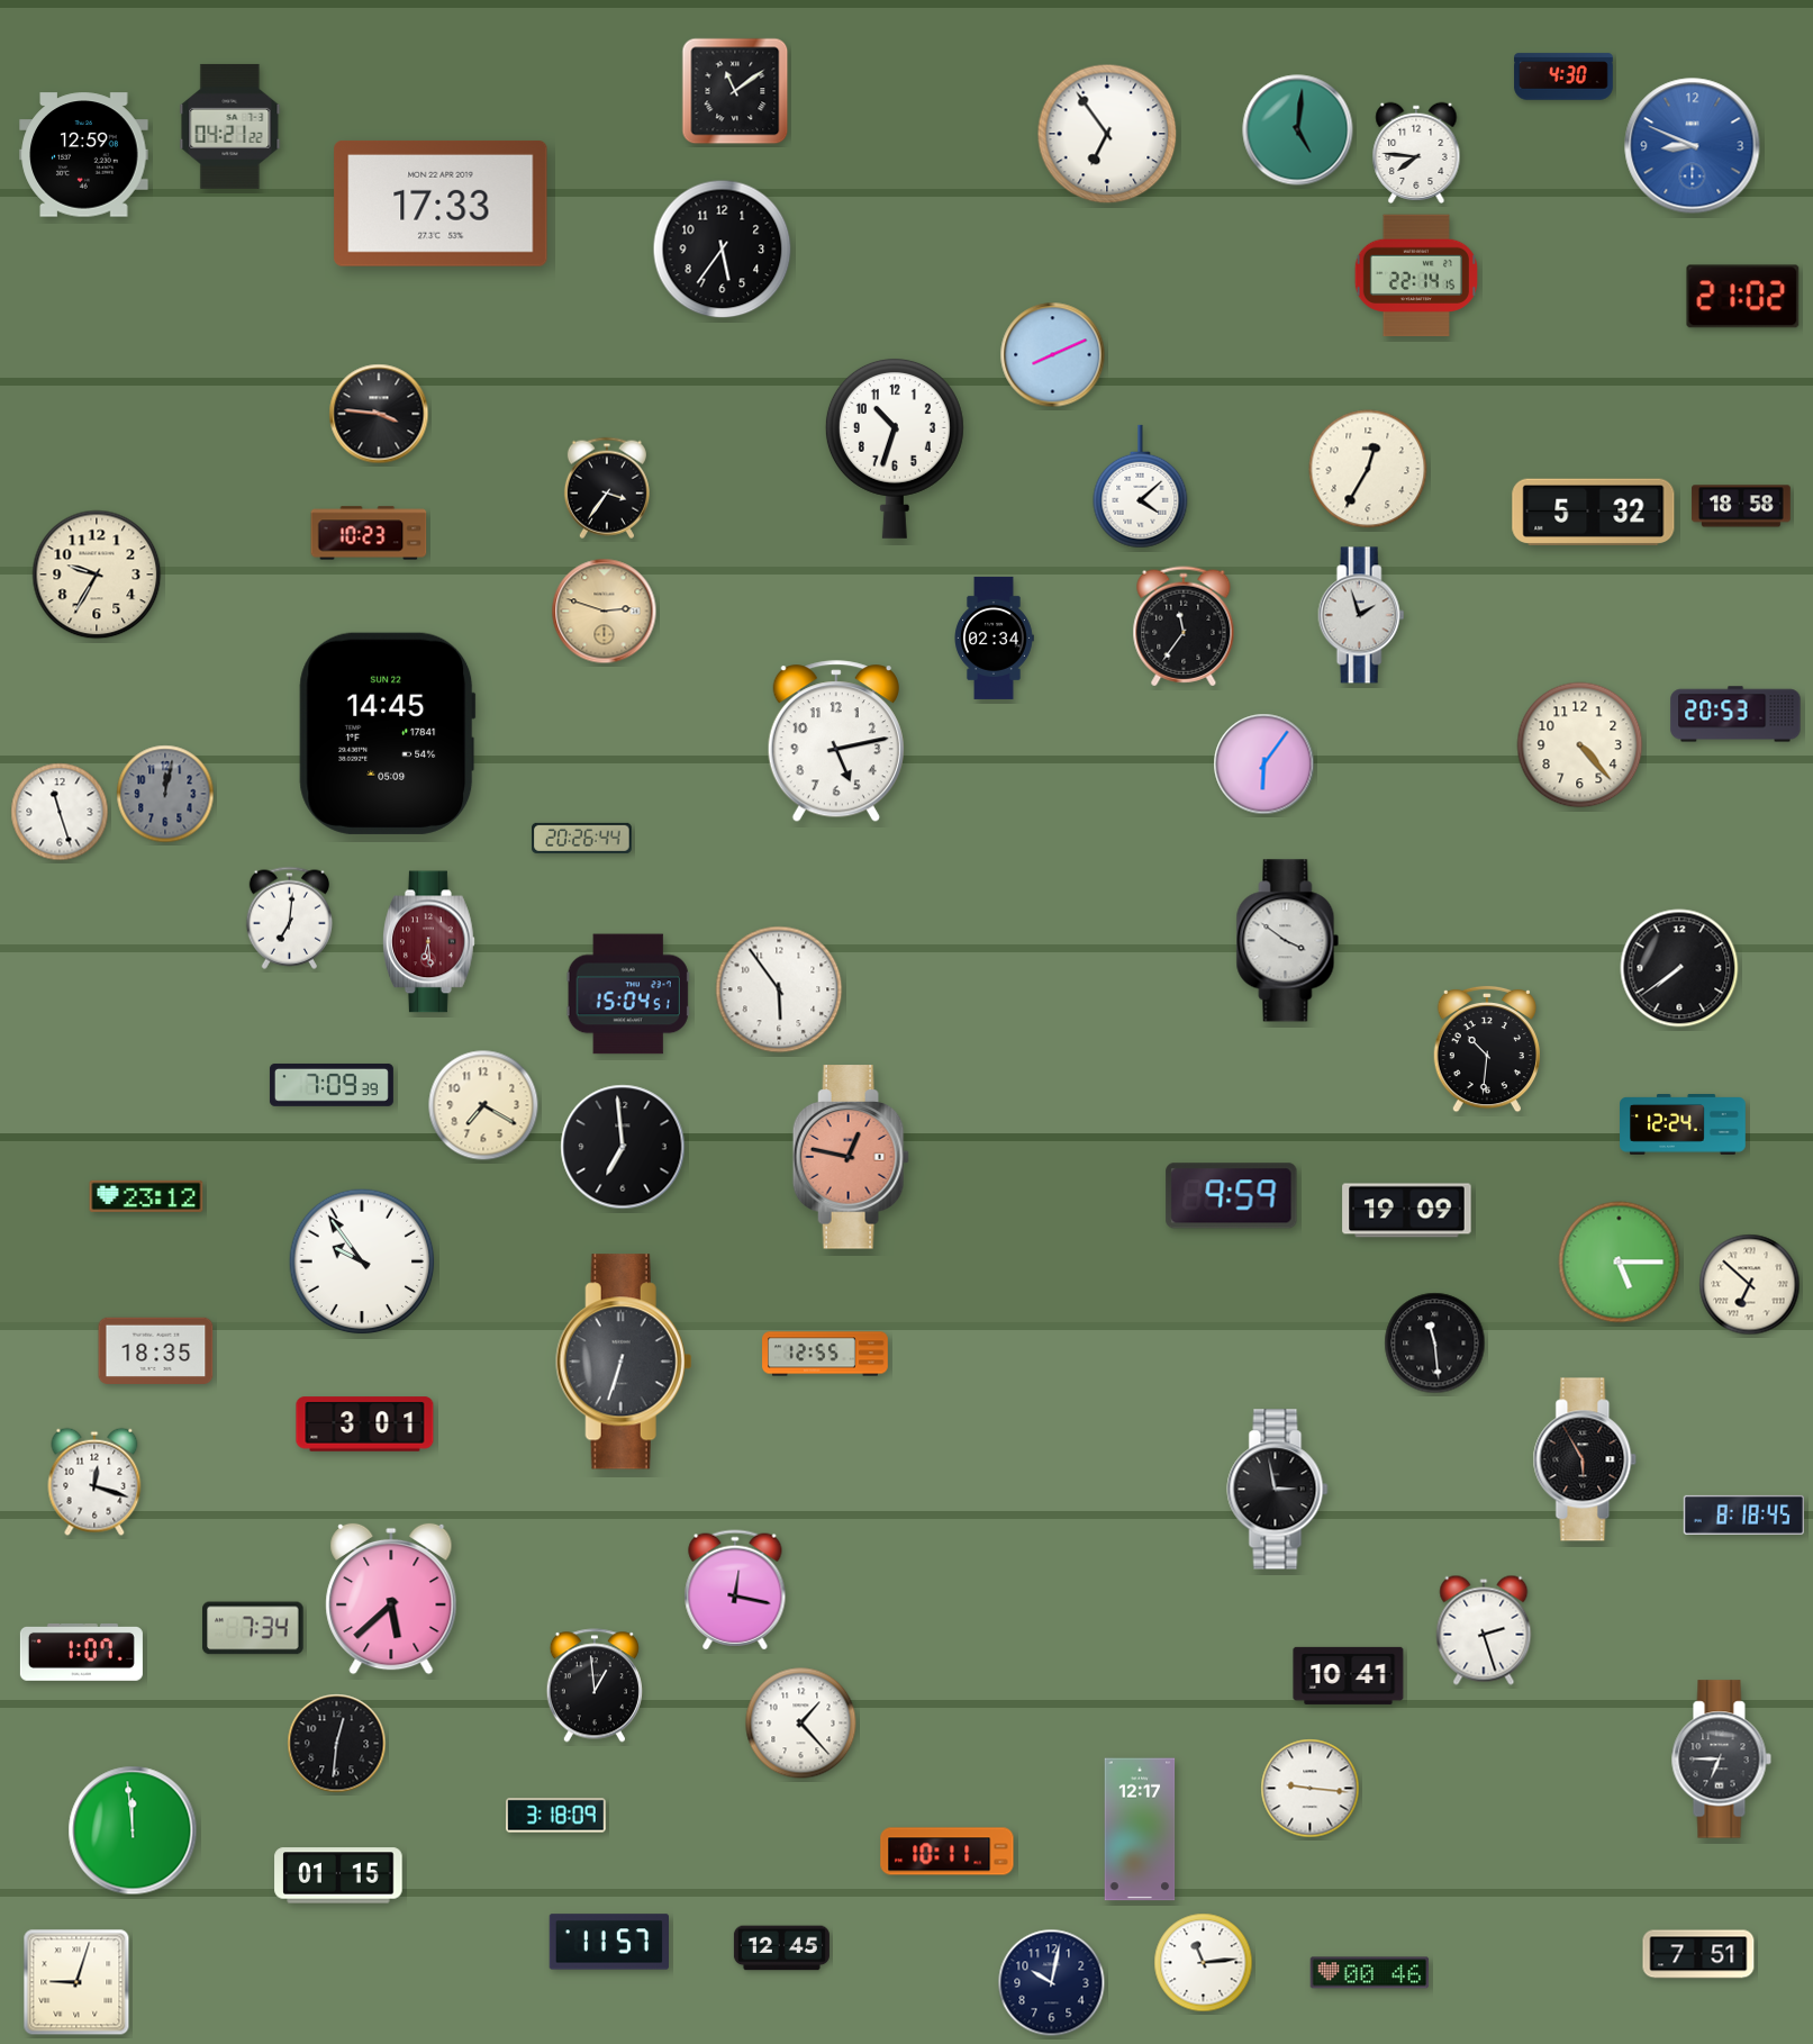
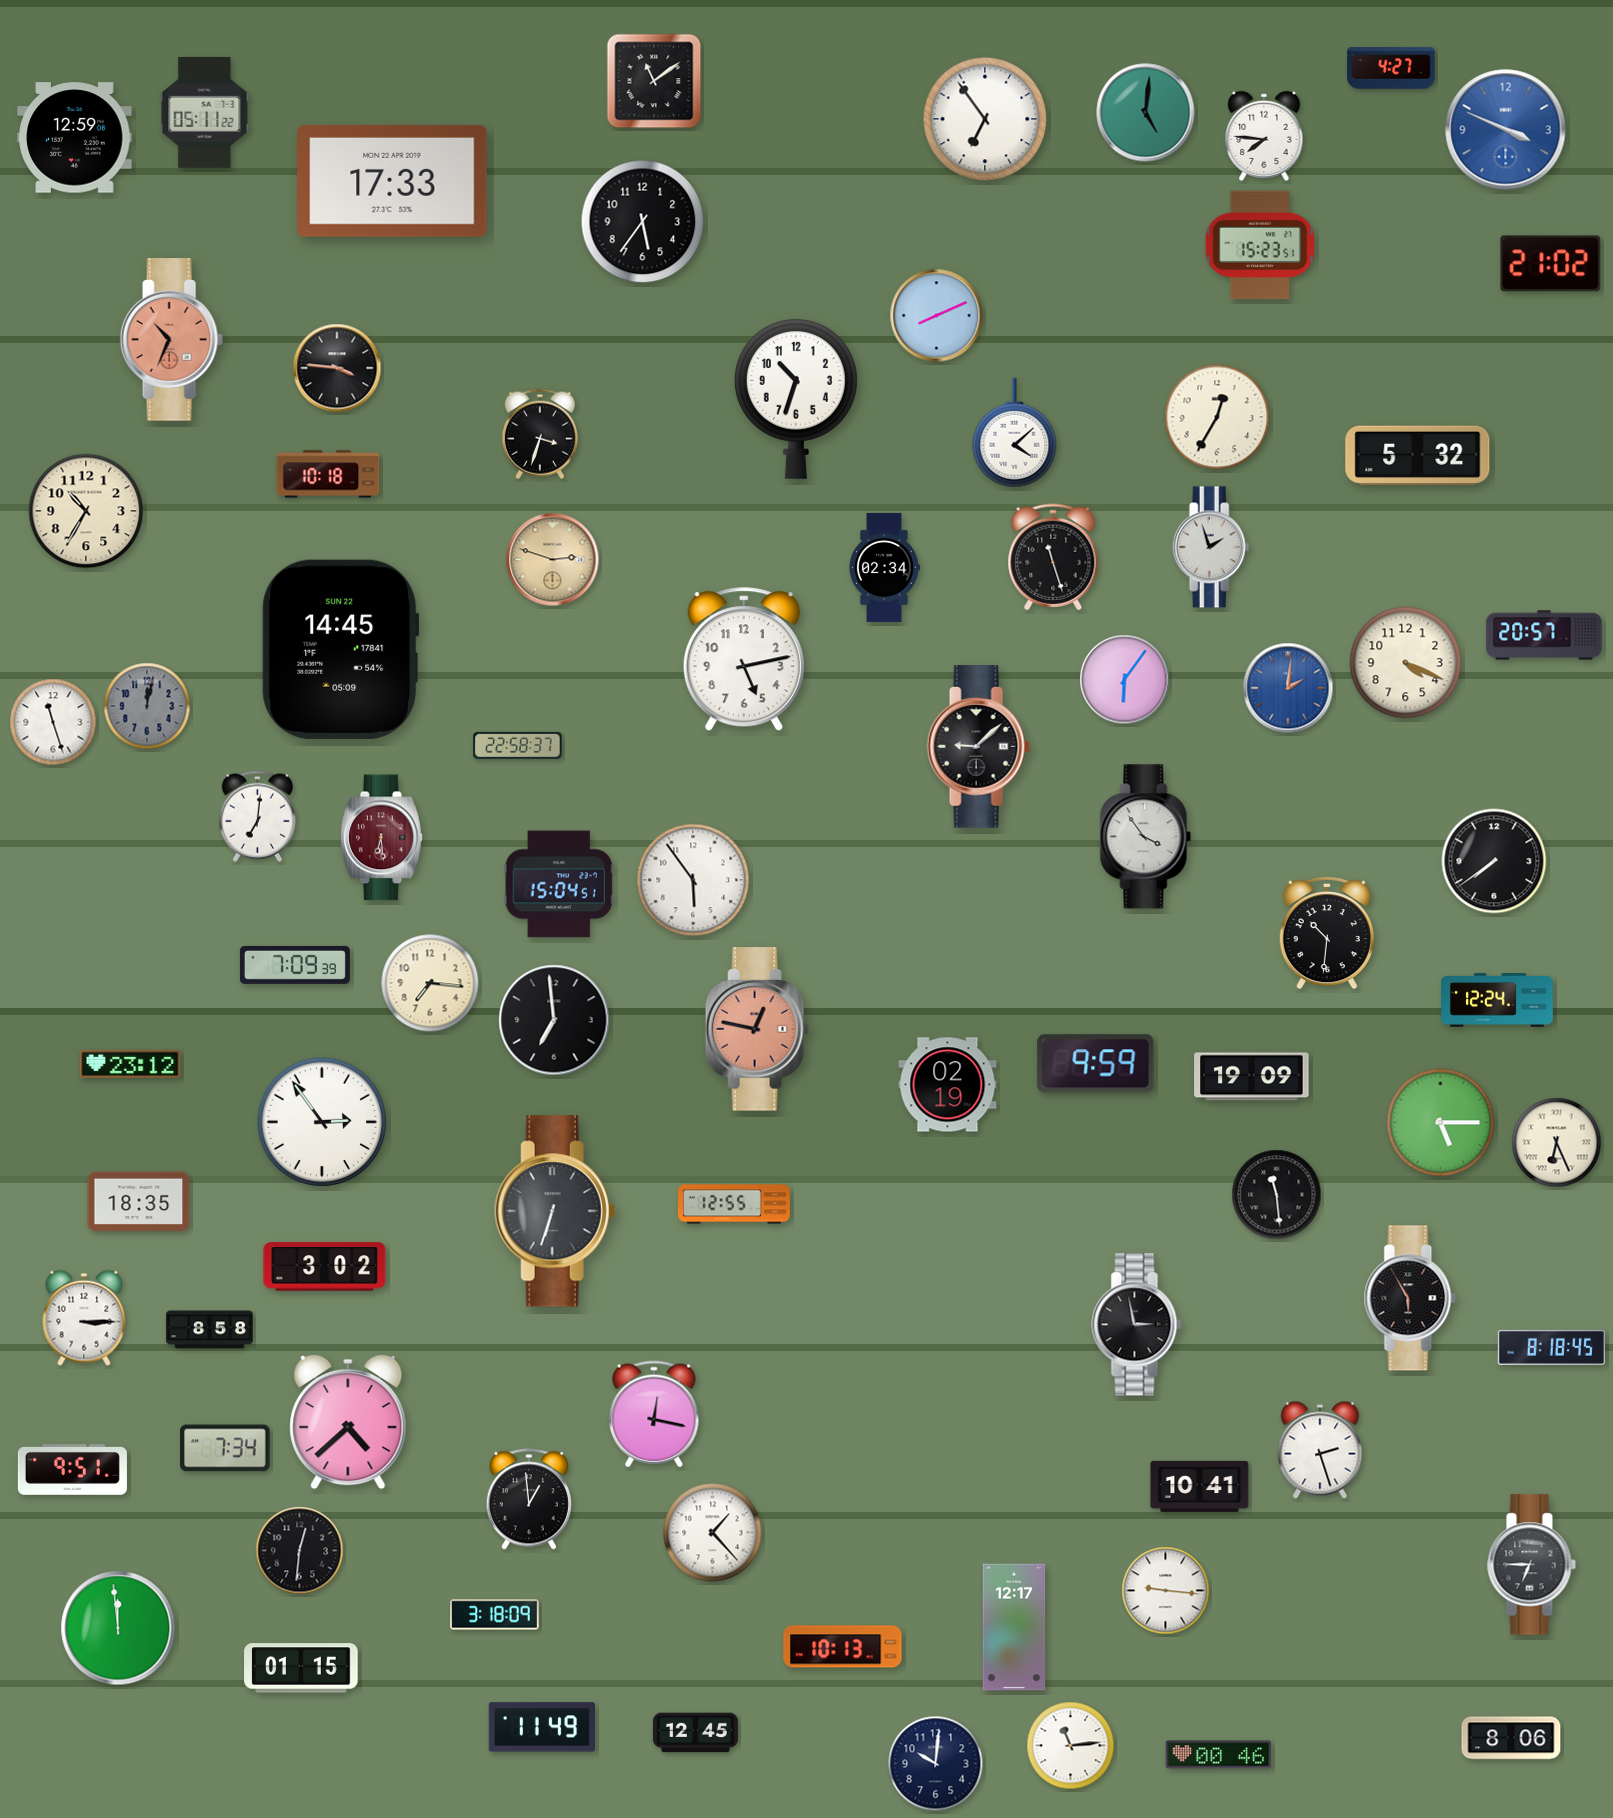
clock at (1563, 76): 4:30 -> 4:27
clock at (230, 126): 04:21 -> 05:11
clock at (1298, 130) position: (1298, 130) -> (1146, 113)
clock at (1693, 146): 8:49 -> 3:49
clock at (1416, 153) position: (1416, 153) -> (1264, 136)
clock at (1416, 275): 22:14 -> 15:23
clock at (171, 340): none -> 10:34
clock at (607, 488): 3:36 -> 3:33
clock at (1741, 506): 18:58 -> none
clock at (369, 533): 10:23 -> 10:18
clock at (97, 575): 9:35 -> 10:35
clock at (605, 612) position: (605, 612) -> (553, 560)
clock at (1184, 626): 11:36 -> 11:27
clock at (1735, 714): 20:53 -> 20:57
clock at (388, 733) position: (388, 733) -> (341, 649)
clock at (1580, 745): 4:23 -> 4:19
clock at (1288, 688): none -> 2:01
clock at (582, 838): 20:26 -> 22:58
clock at (978, 747): none -> 9:08
clock at (1288, 941): 3:51 -> 3:54
clock at (1486, 1049) position: (1486, 1049) -> (1326, 933)
clock at (483, 1105): 7:20 -> 7:16
clock at (948, 1085): none -> 02:19
clock at (362, 1261): 9:54 -> 2:54
clock at (1750, 1285): 6:52 -> 6:26
clock at (365, 1425): 3:01 -> 3:02
clock at (94, 1482): 12:18 -> 3:15
clock at (210, 1330): none -> 8:58
clock at (391, 1599): 5:38 -> 4:38
clock at (81, 1652): 1:07 -> 9:51
clock at (1349, 1675) position: (1349, 1675) -> (1200, 1486)
clock at (948, 1852): 10:11 -> 10:13
clock at (608, 1942): 11:57 -> 11:49
clock at (1698, 1954): 7:51 -> 8:06
clock at (76, 1982): 9:03 -> none
clock at (1052, 1983): 10:02 -> 10:01
